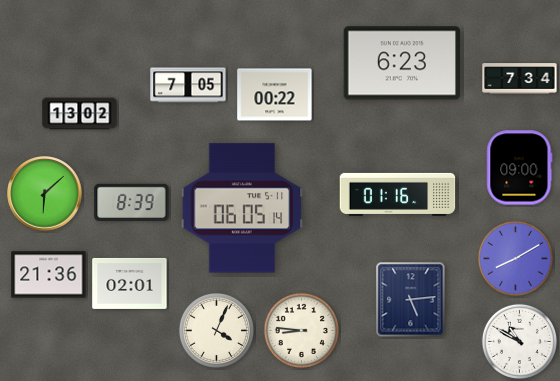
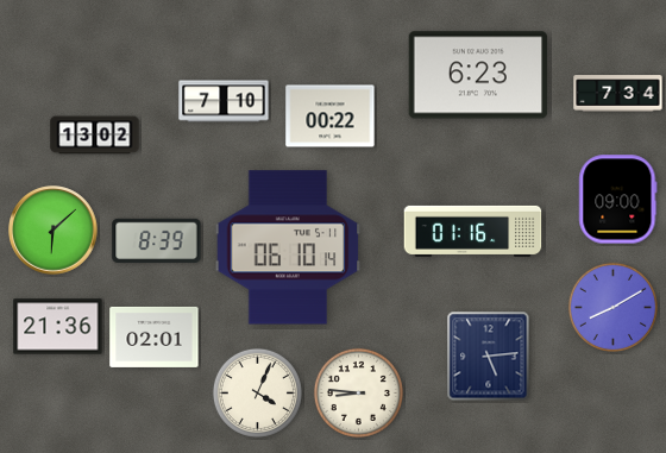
clock at (188, 85): 7:05 -> 7:10
clock at (275, 95) position: (275, 95) -> (331, 117)
clock at (242, 208): 06:05 -> 06:10
clock at (519, 341): 10:50 -> none
